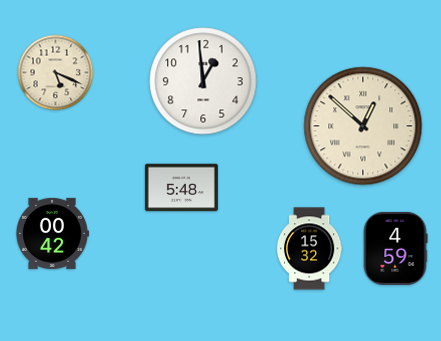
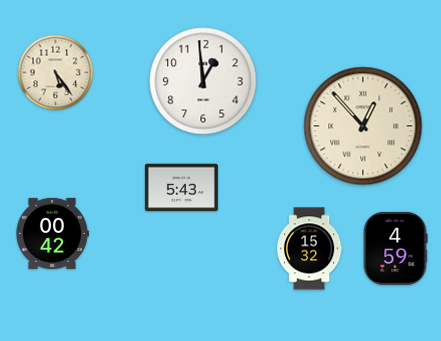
clock at (56, 73): 5:19 -> 5:24
clock at (363, 126): 12:52 -> 12:53
clock at (181, 188): 5:48 -> 5:43
